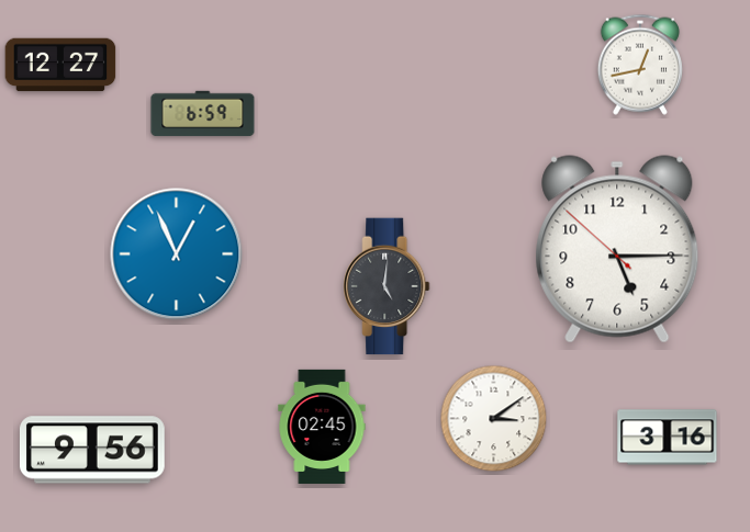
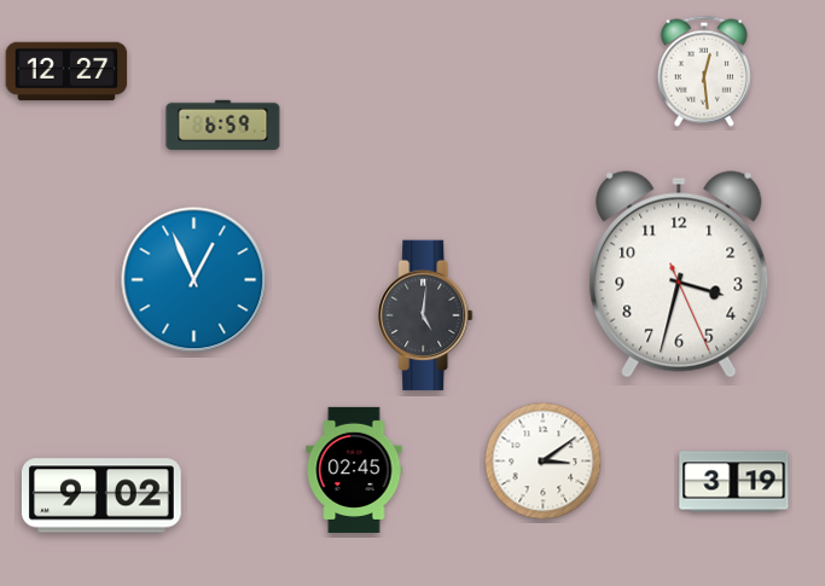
clock at (640, 65): 12:43 -> 12:29
clock at (617, 249): 5:14 -> 3:32
clock at (668, 438): 3:16 -> 3:19
clock at (92, 450): 9:56 -> 9:02
